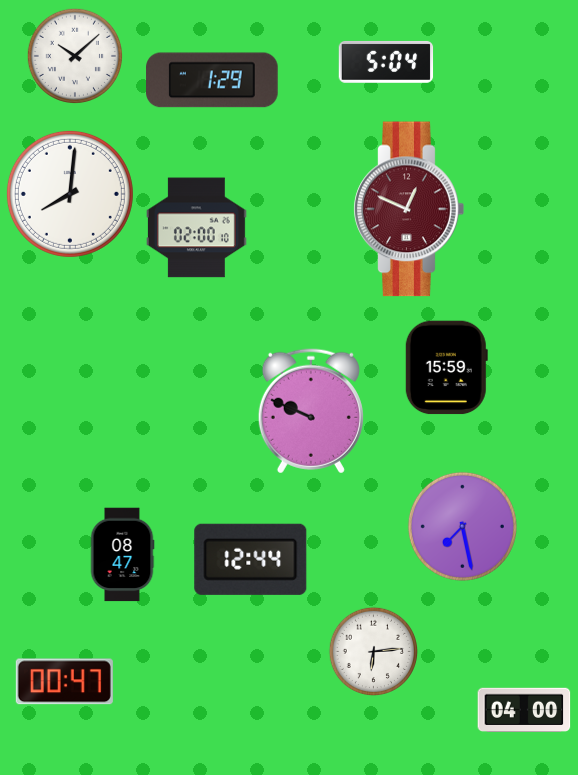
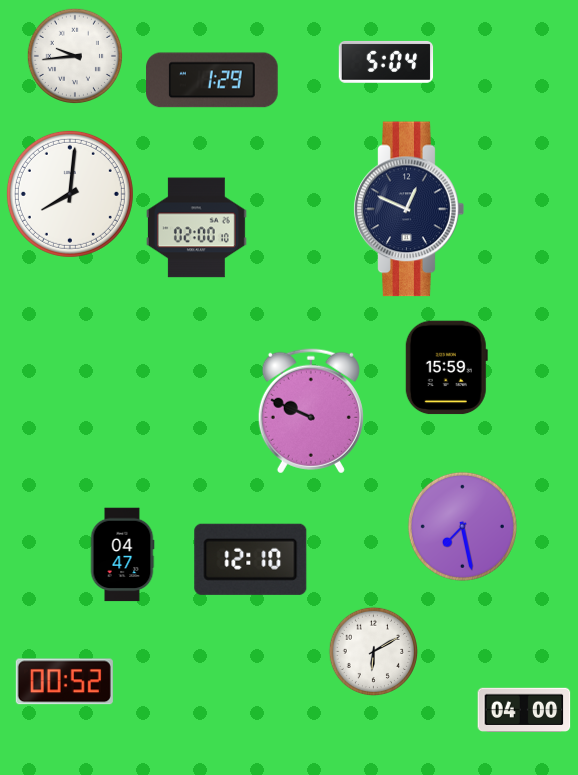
clock at (74, 55): 10:08 -> 9:44
clock at (409, 209) dial: burgundy -> navy
clock at (122, 555): 08:47 -> 04:47
clock at (251, 559): 12:44 -> 12:10
clock at (374, 652): 6:14 -> 6:10
clock at (64, 682): 00:47 -> 00:52
